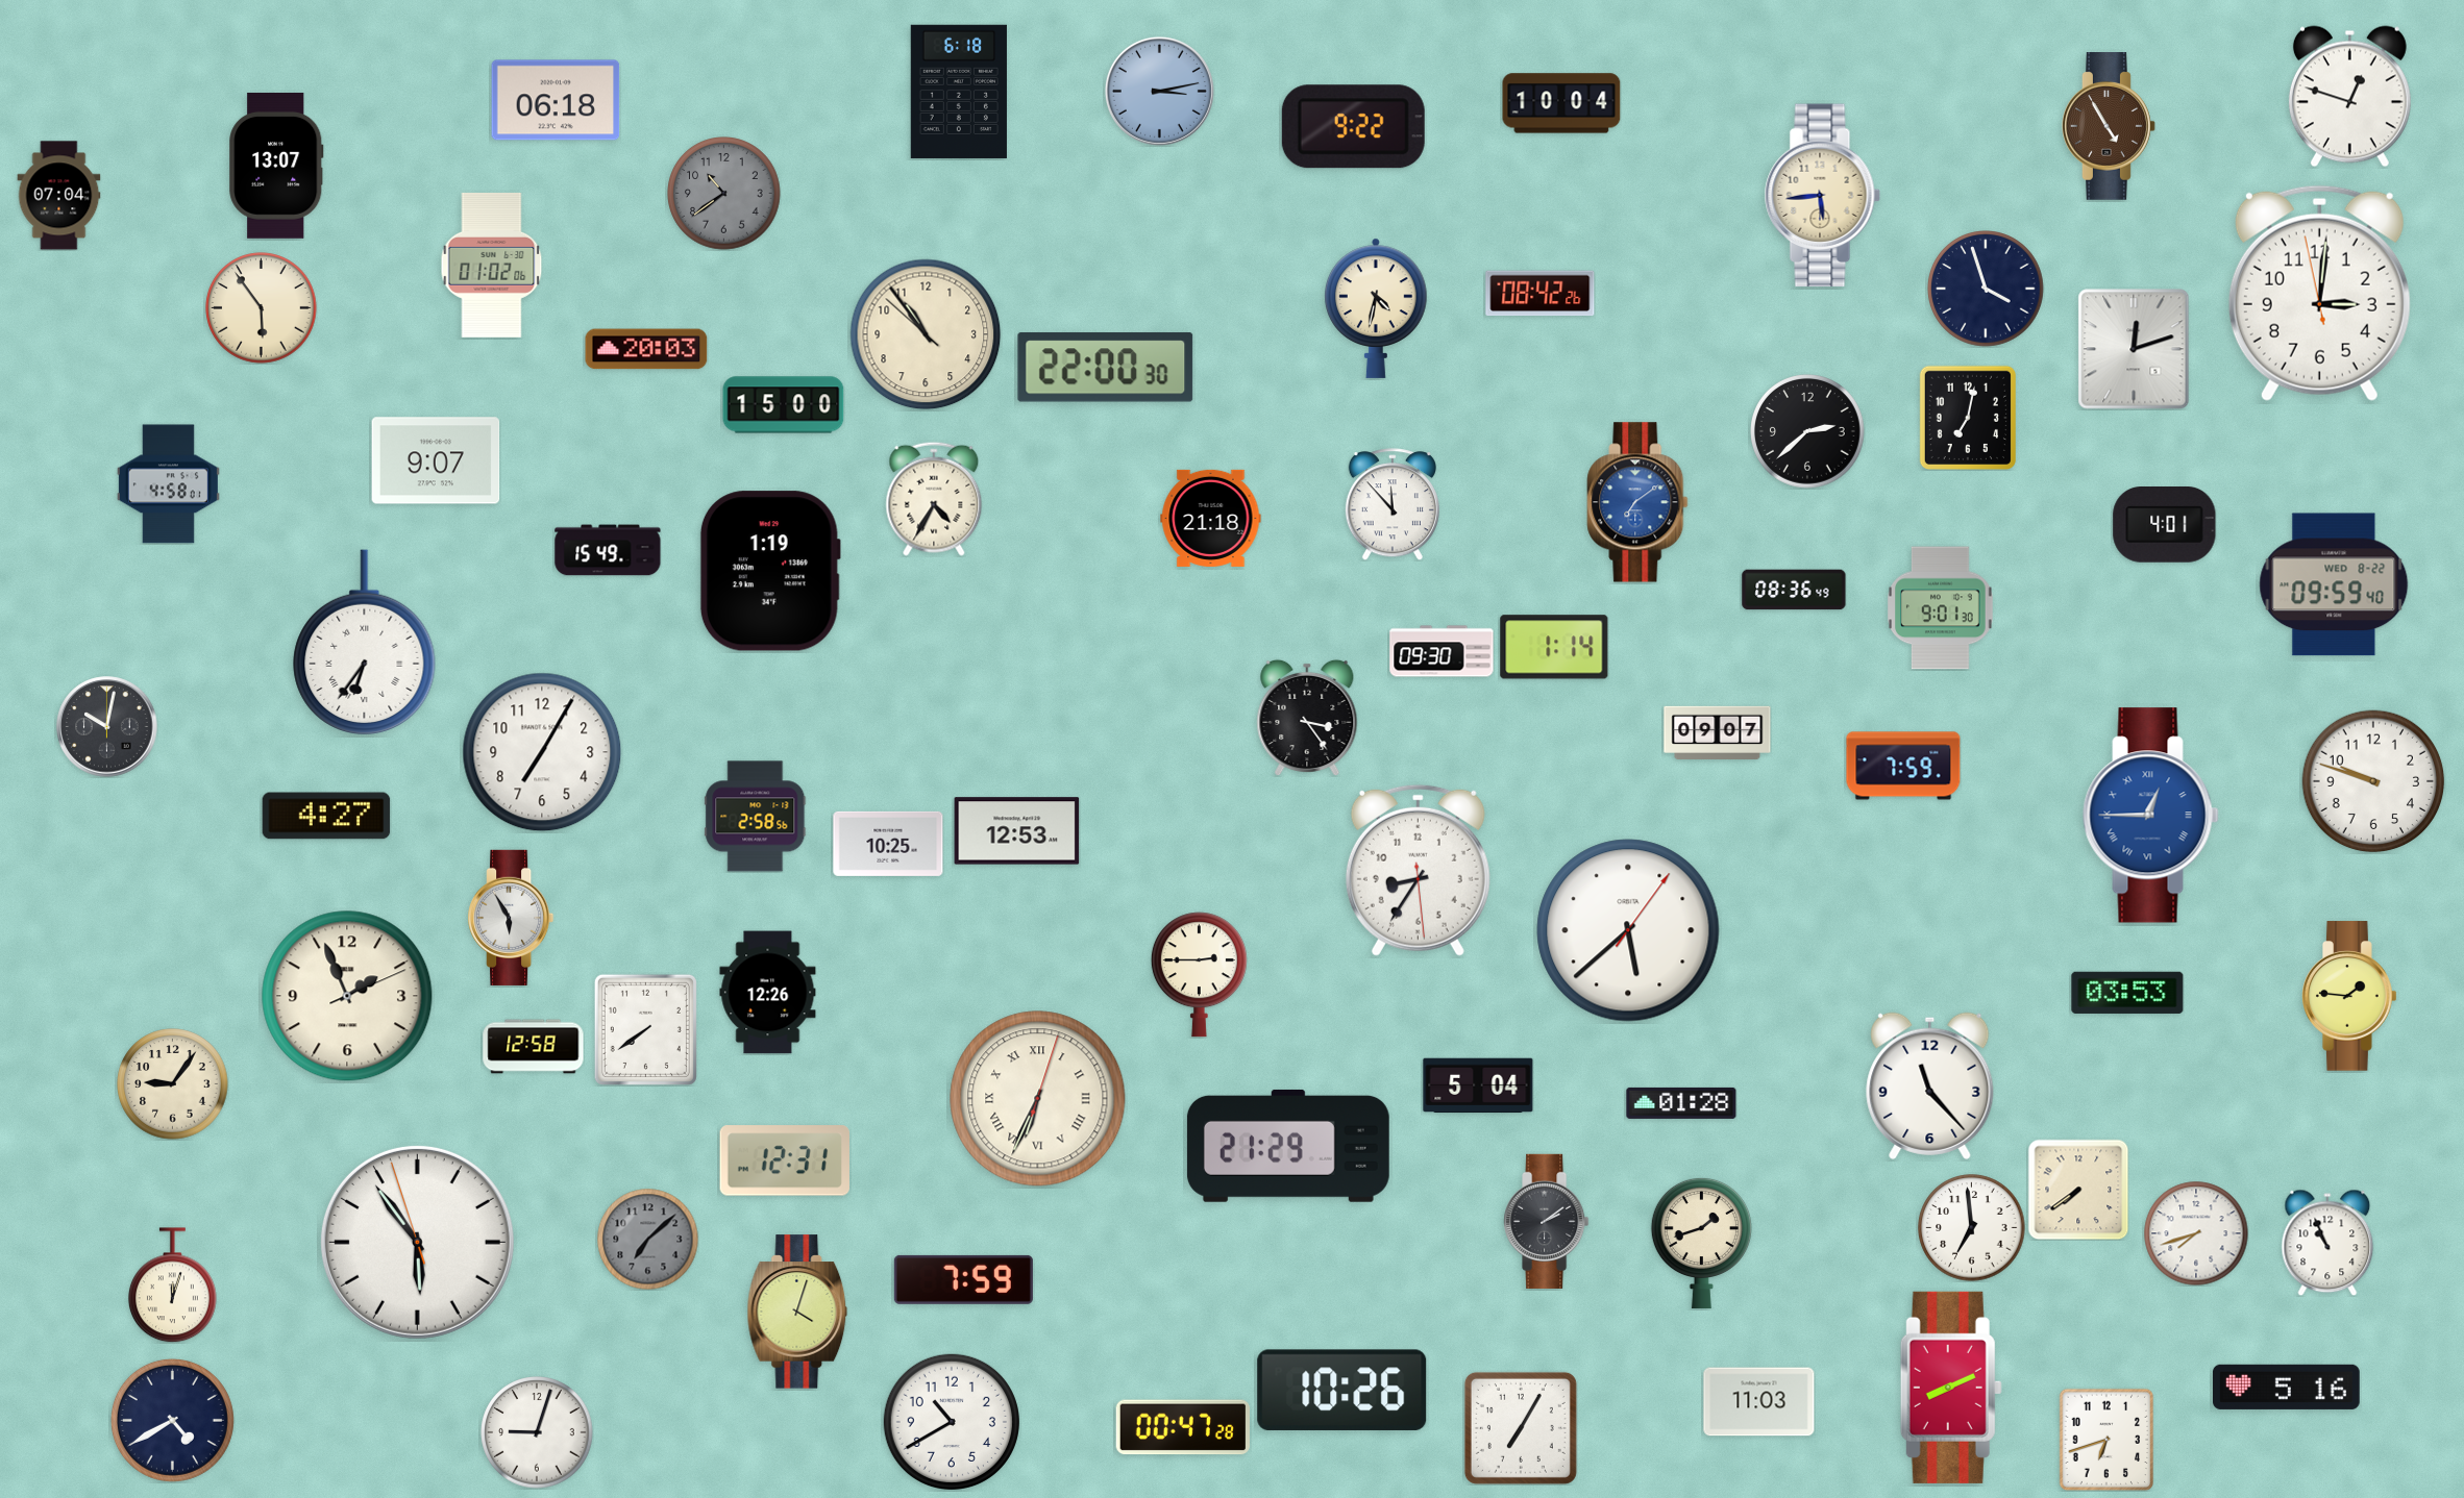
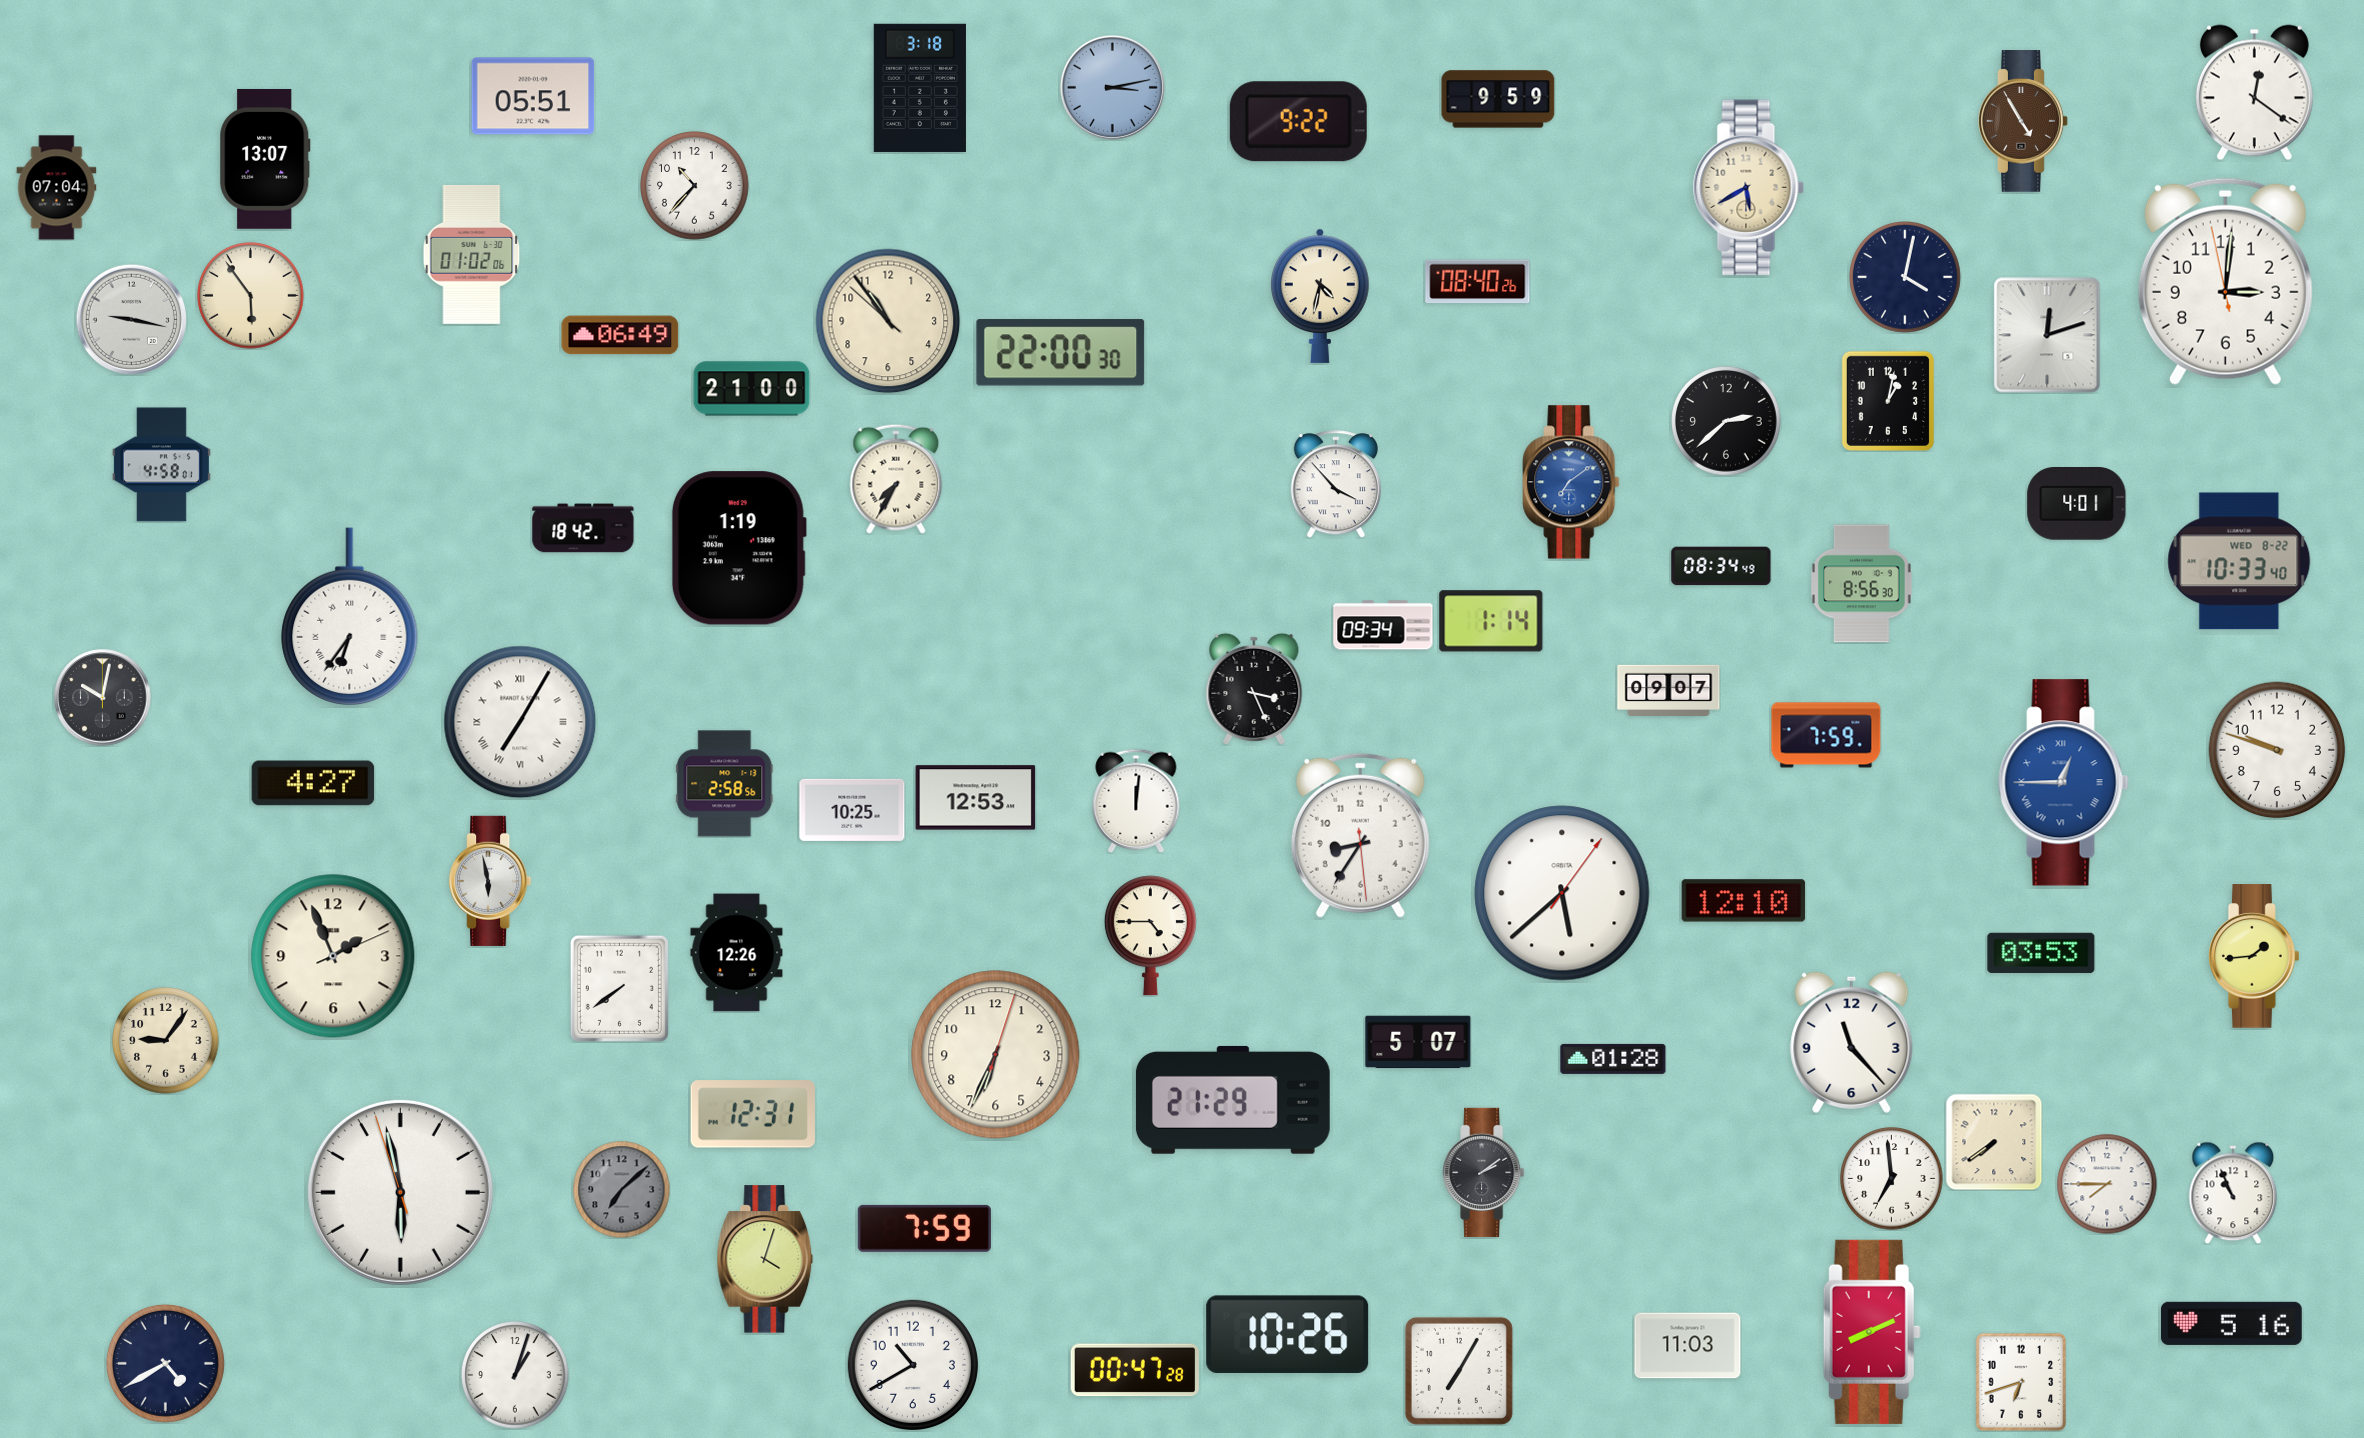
clock at (959, 92): 6:18 -> 3:18
clock at (2349, 97): 12:48 -> 12:21
clock at (556, 100): 06:18 -> 05:51
clock at (1561, 103): 10:04 -> 9:59
clock at (724, 194): 10:39 -> 10:37
clock at (724, 194) dial: grey -> white
clock at (1822, 196): 5:44 -> 5:40
clock at (1987, 290): 3:57 -> 4:02
clock at (1541, 294): 08:42 -> 08:40
clock at (131, 319): none -> 9:17
clock at (646, 349): 20:03 -> 06:49
clock at (784, 405): 15:00 -> 21:00
clock at (1968, 418): 7:02 -> 1:02
clock at (1807, 431) position: (1807, 431) -> (1726, 421)
clock at (436, 460): 9:07 -> none
clock at (934, 499): 4:35 -> 7:35
clock at (1393, 504): 11:53 -> 3:53
clock at (1211, 518): 21:18 -> none
clock at (608, 550): 15:49 -> 18:42
clock at (2334, 584): 09:59 -> 10:33
clock at (1794, 590): 08:36 -> 08:34
clock at (1941, 608): 9:01 -> 8:56
clock at (1442, 651): 09:30 -> 09:34
clock at (1307, 718): 3:24 -> 3:26
clock at (1718, 732) position: (1718, 732) -> (1669, 690)
clock at (542, 752) numerals: Arabic -> Roman
clock at (1136, 801): none -> 12:01
clock at (511, 918): 5:55 -> 5:58
clock at (1744, 901): none -> 12:10
clock at (1199, 975): 2:45 -> 4:45
clock at (2350, 996): 1:46 -> 1:44
clock at (534, 1047): 12:58 -> none
clock at (1478, 1085): 5:04 -> 5:07
clock at (1038, 1099) numerals: Roman -> Arabic
clock at (1288, 1146) position: (1288, 1146) -> (1233, 1100)
clock at (2196, 1233): 7:42 -> 7:45
clock at (417, 1242): 5:53 -> 5:57
clock at (1701, 1243): 1:42 -> none
clock at (172, 1285): 12:03 -> none
clock at (2286, 1387) position: (2286, 1387) -> (2231, 1323)
clock at (537, 1432): 9:03 -> 1:03
